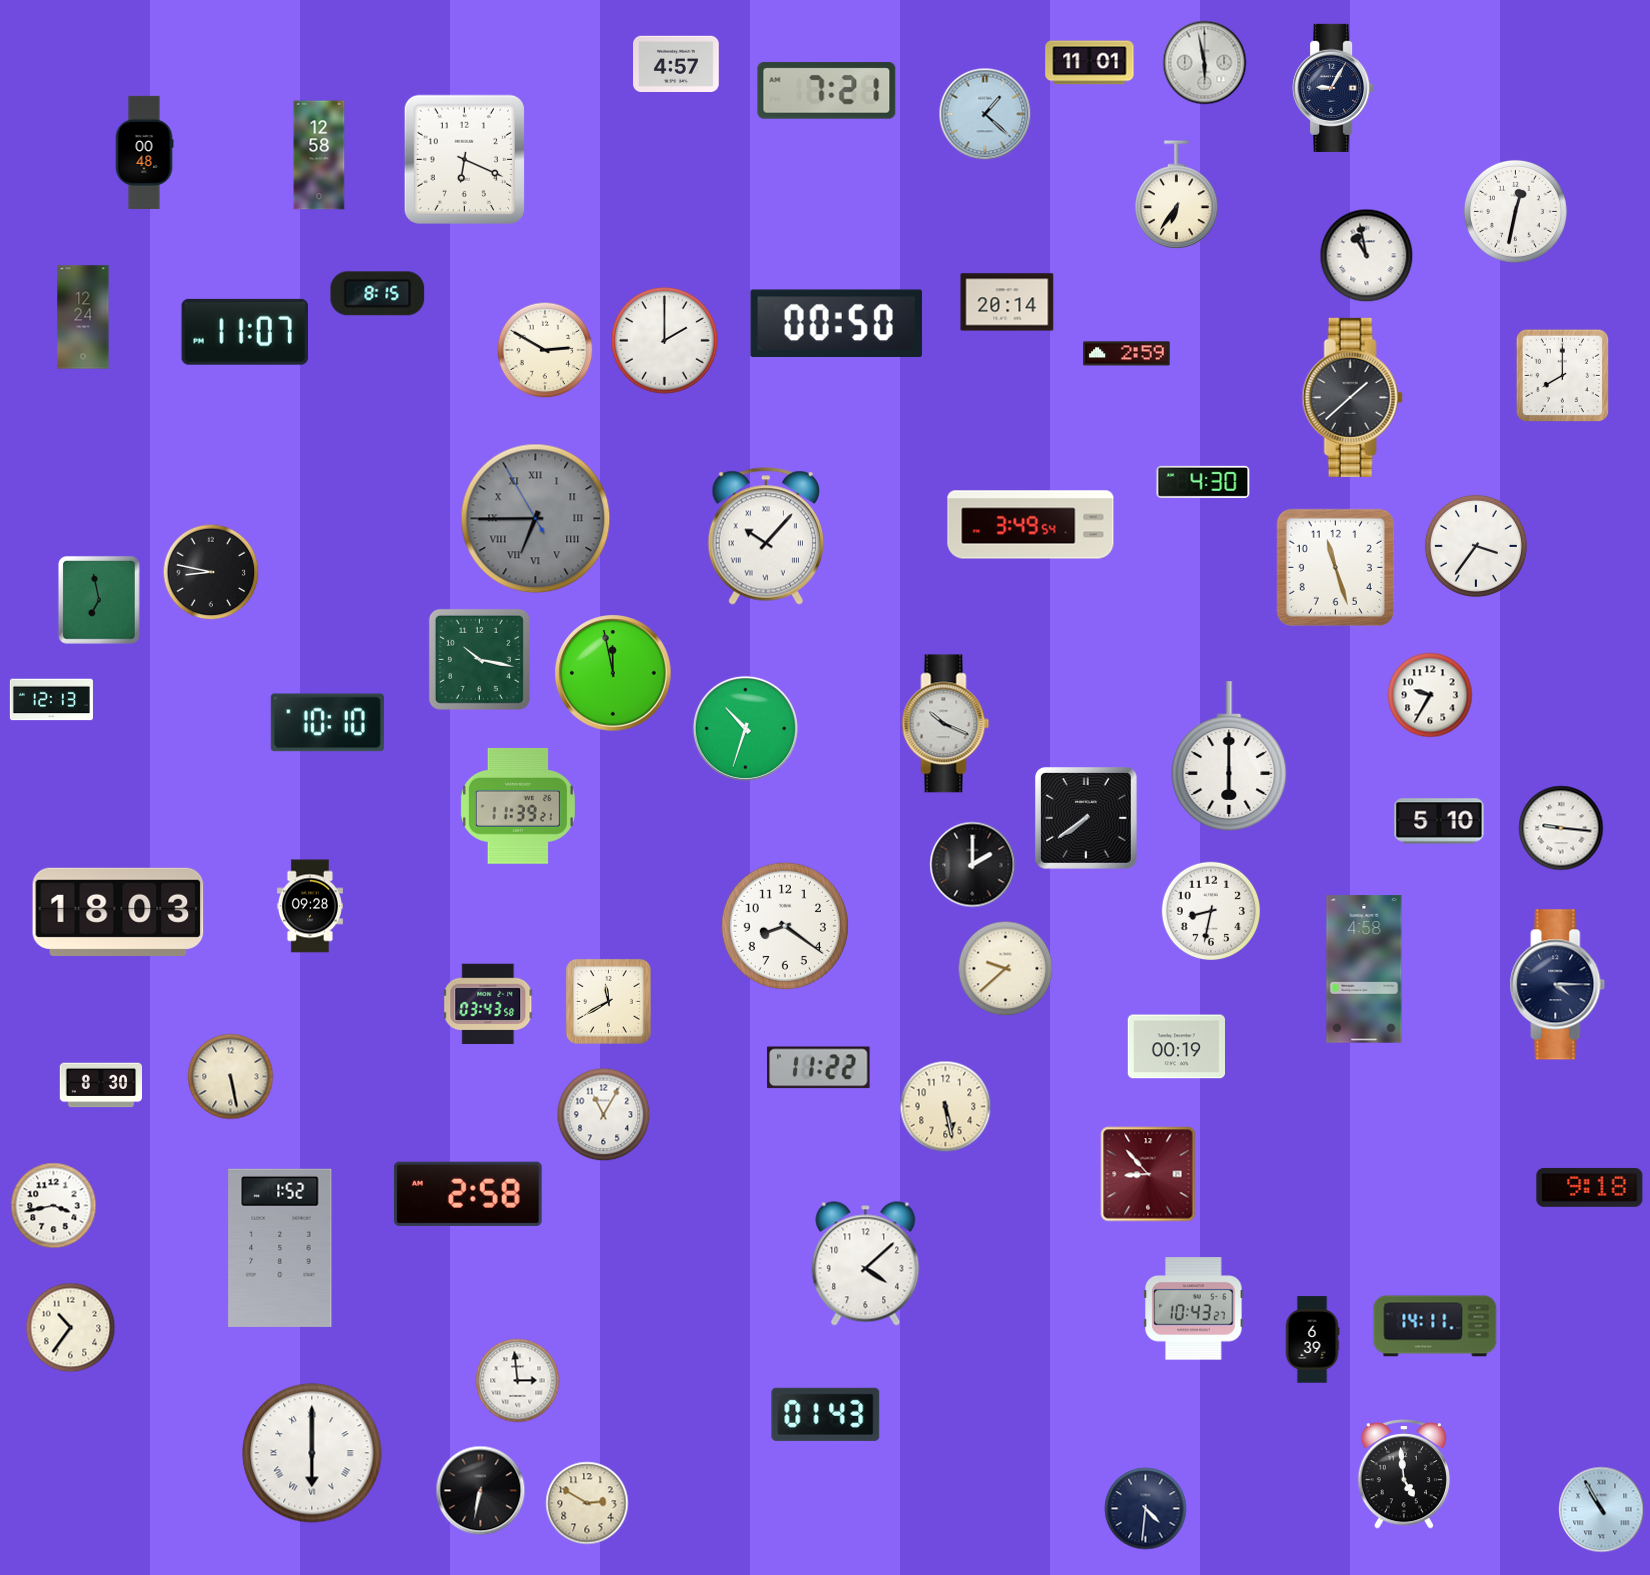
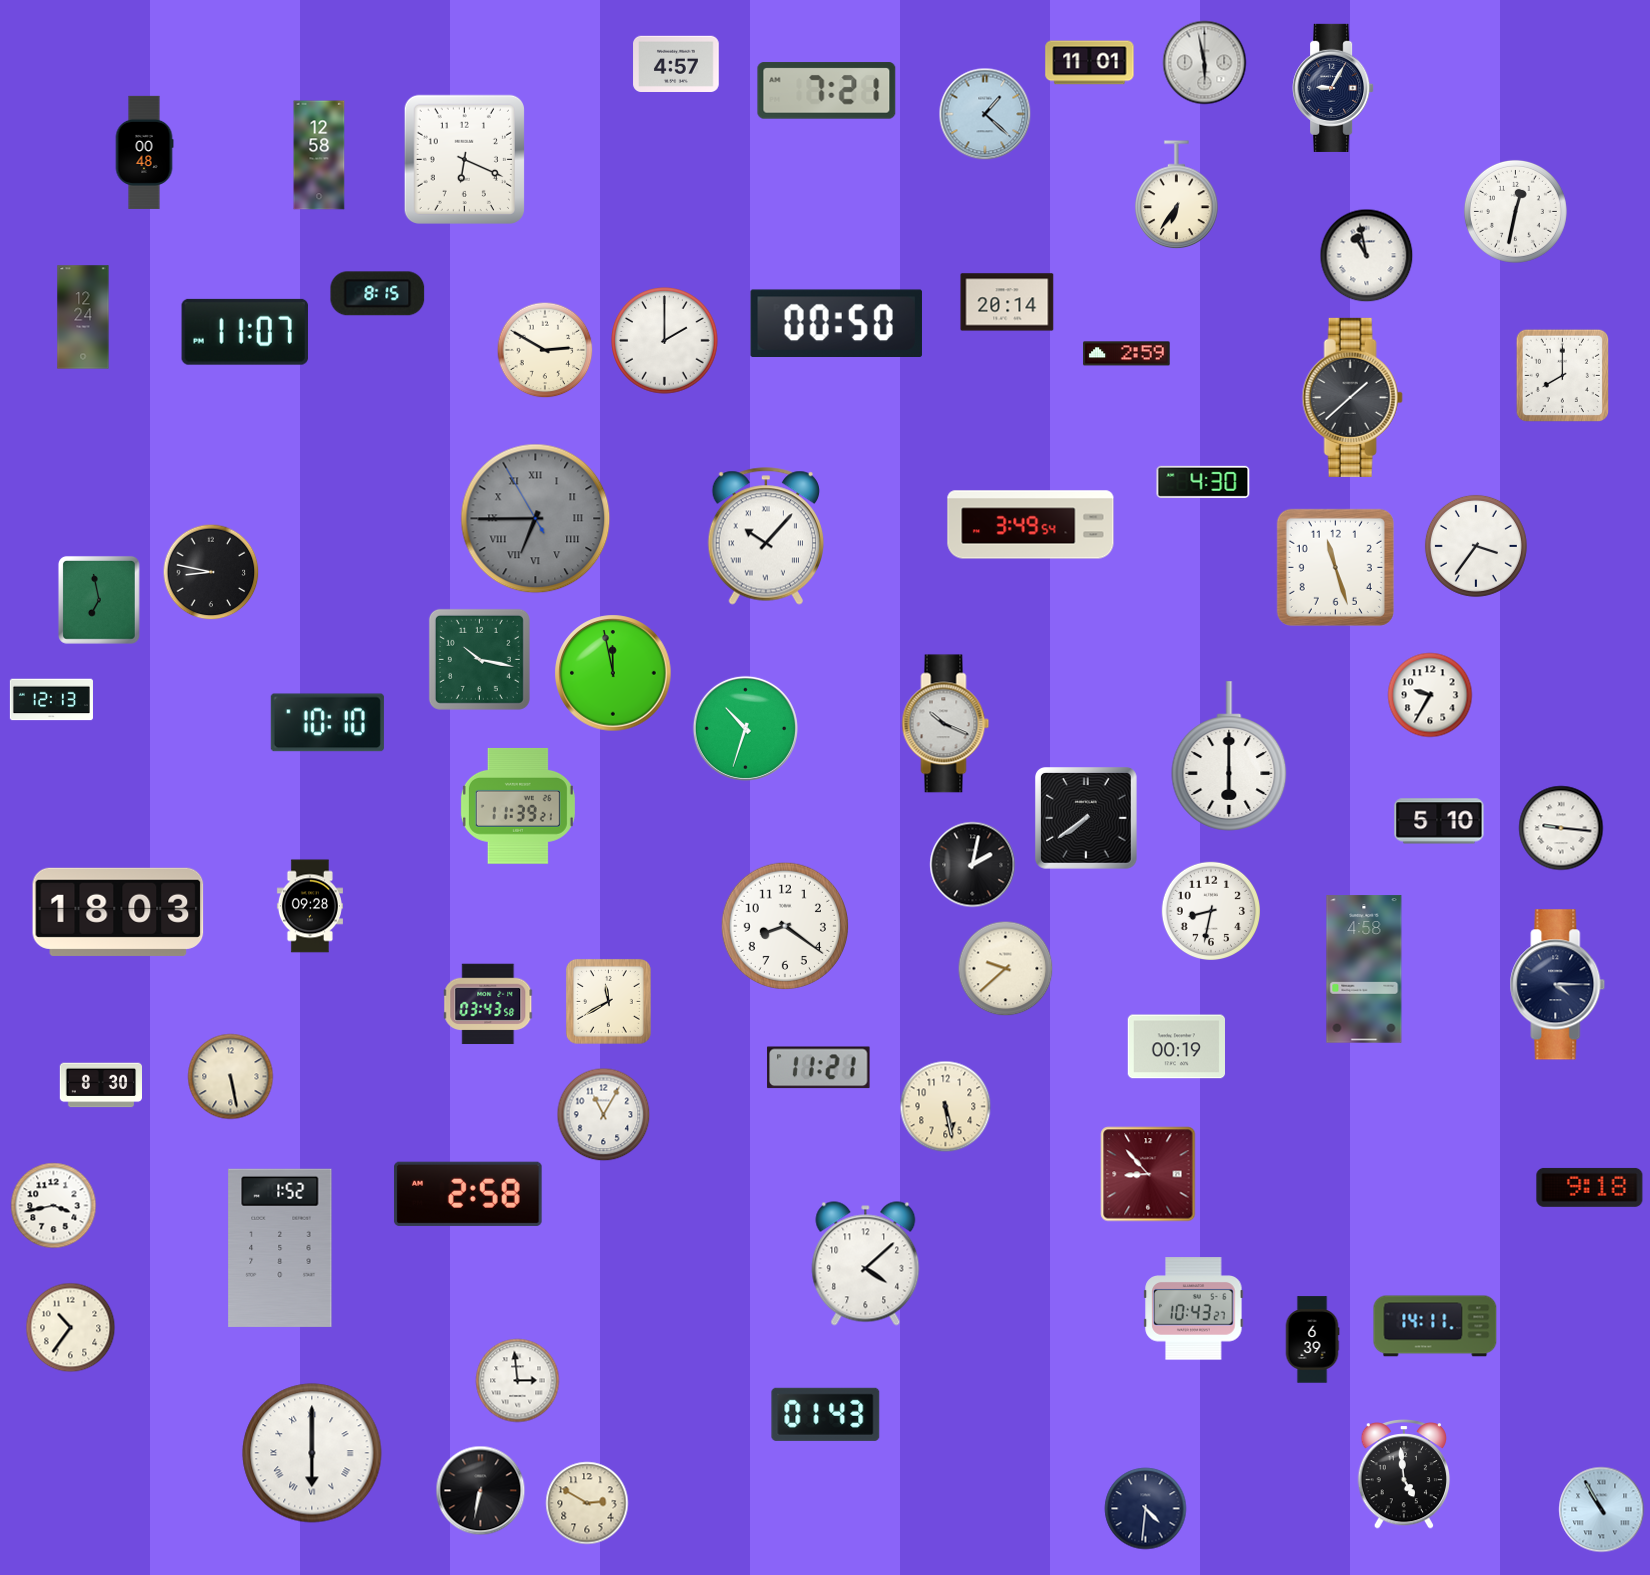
clock at (973, 865): 2:00 -> 2:02
clock at (819, 1068): 11:22 -> 11:21
